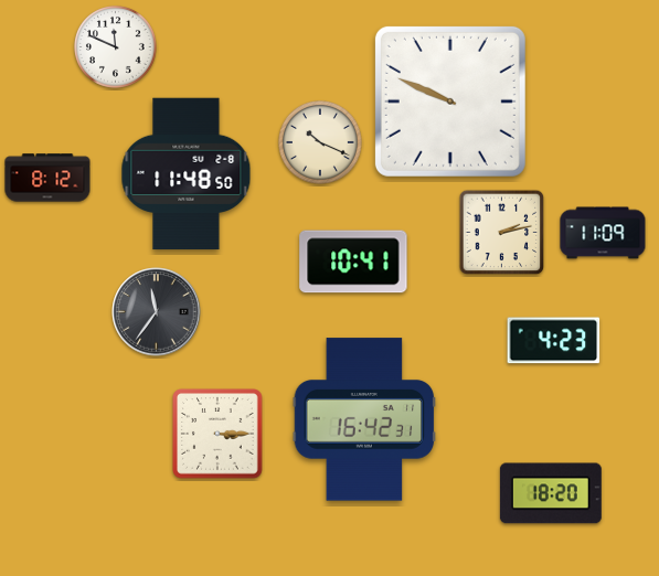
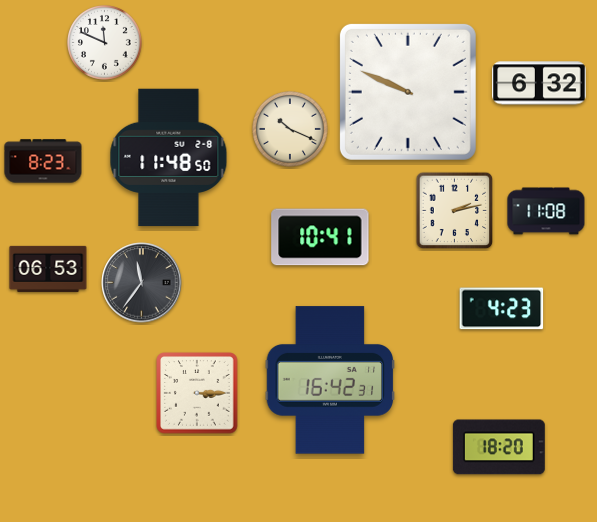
clock at (539, 83): none -> 6:32
clock at (47, 178): 8:12 -> 8:23
clock at (603, 233): 11:09 -> 11:08
clock at (48, 269): none -> 06:53
